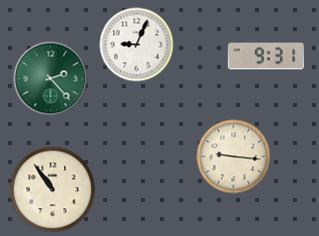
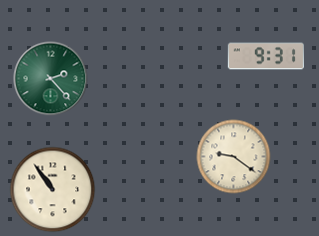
clock at (137, 45): 9:04 -> none
clock at (234, 157): 9:16 -> 9:21
